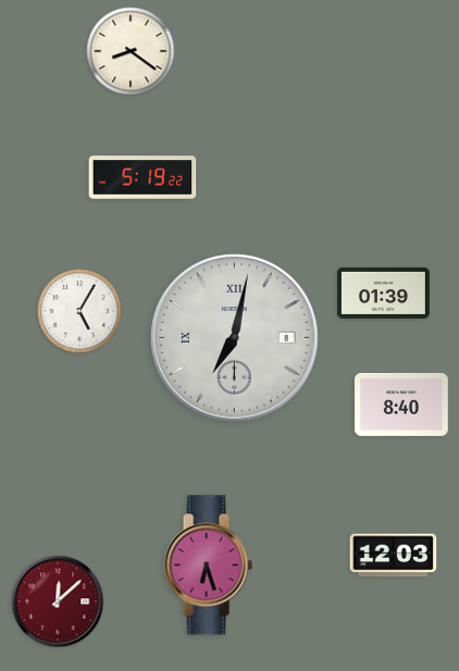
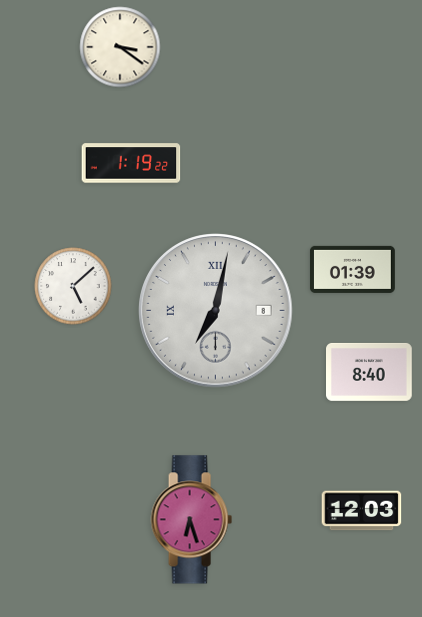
clock at (131, 51): 8:21 -> 3:21
clock at (142, 177): 5:19 -> 1:19
clock at (79, 311): 5:05 -> 5:08
clock at (58, 601): 12:08 -> none
